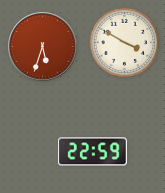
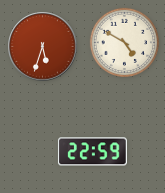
clock at (124, 42): 3:50 -> 4:50
